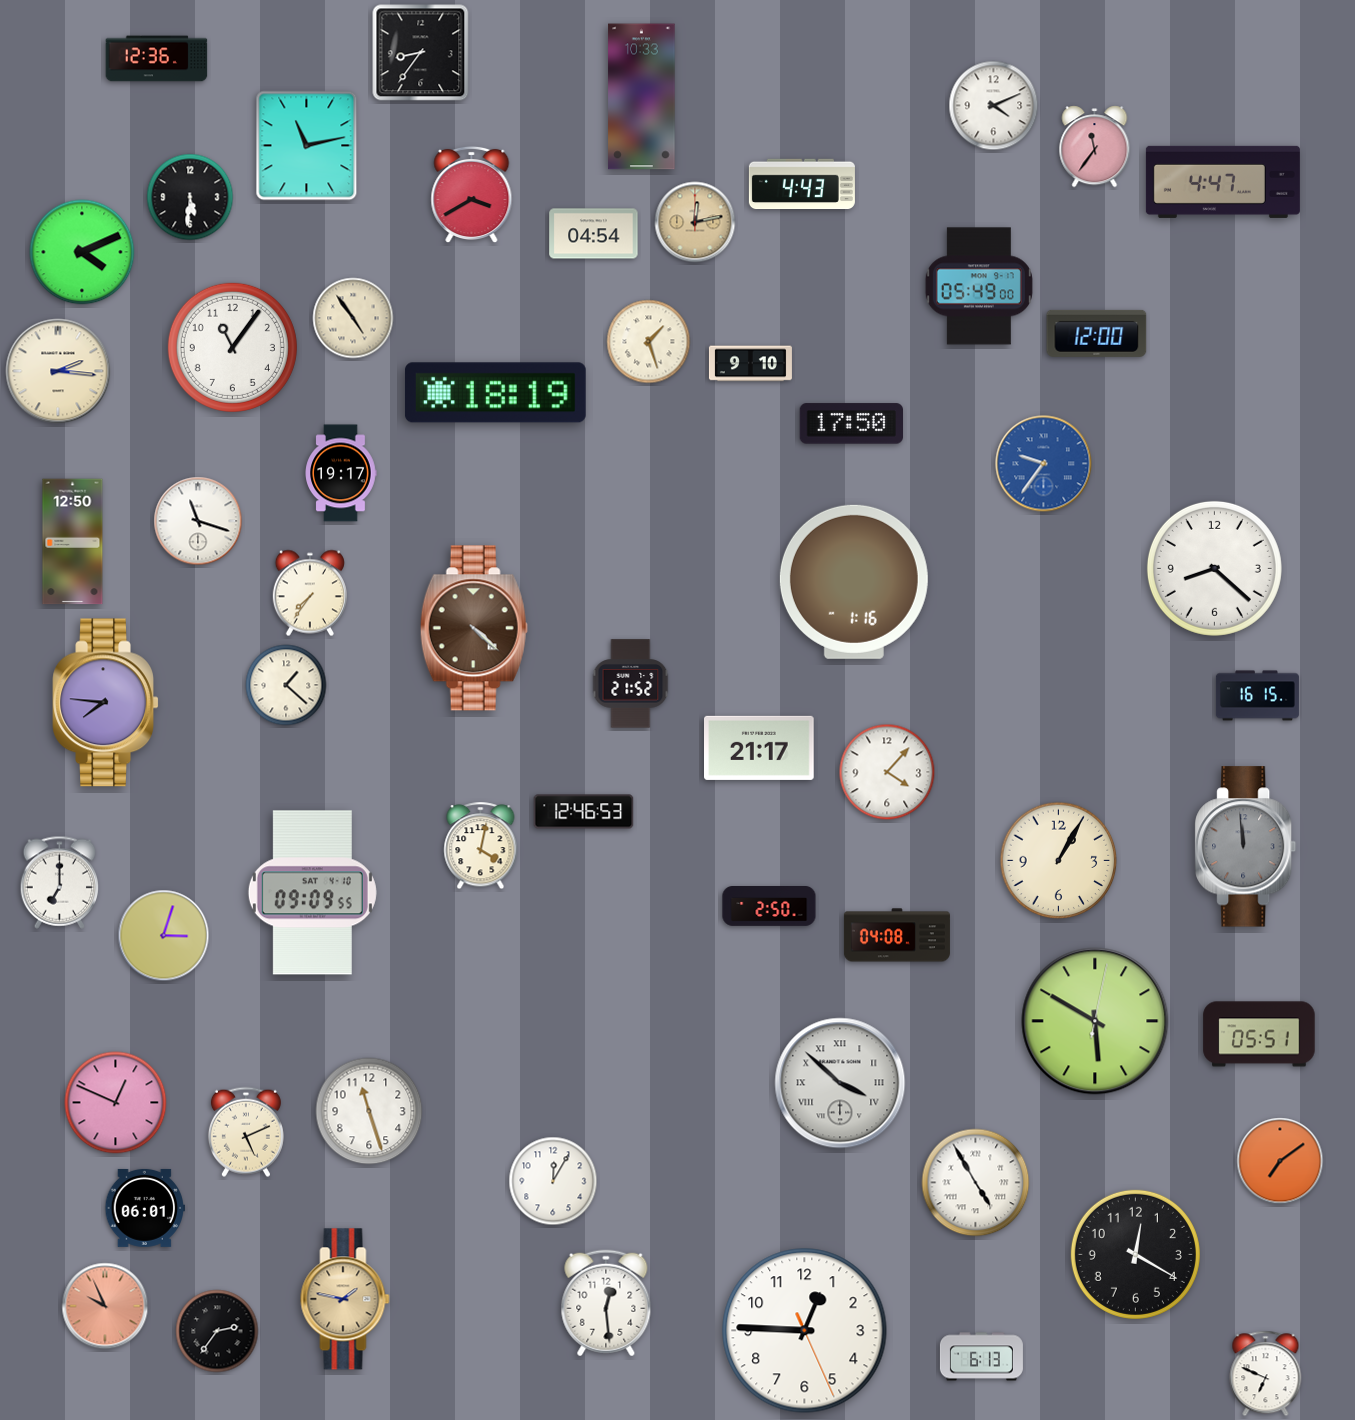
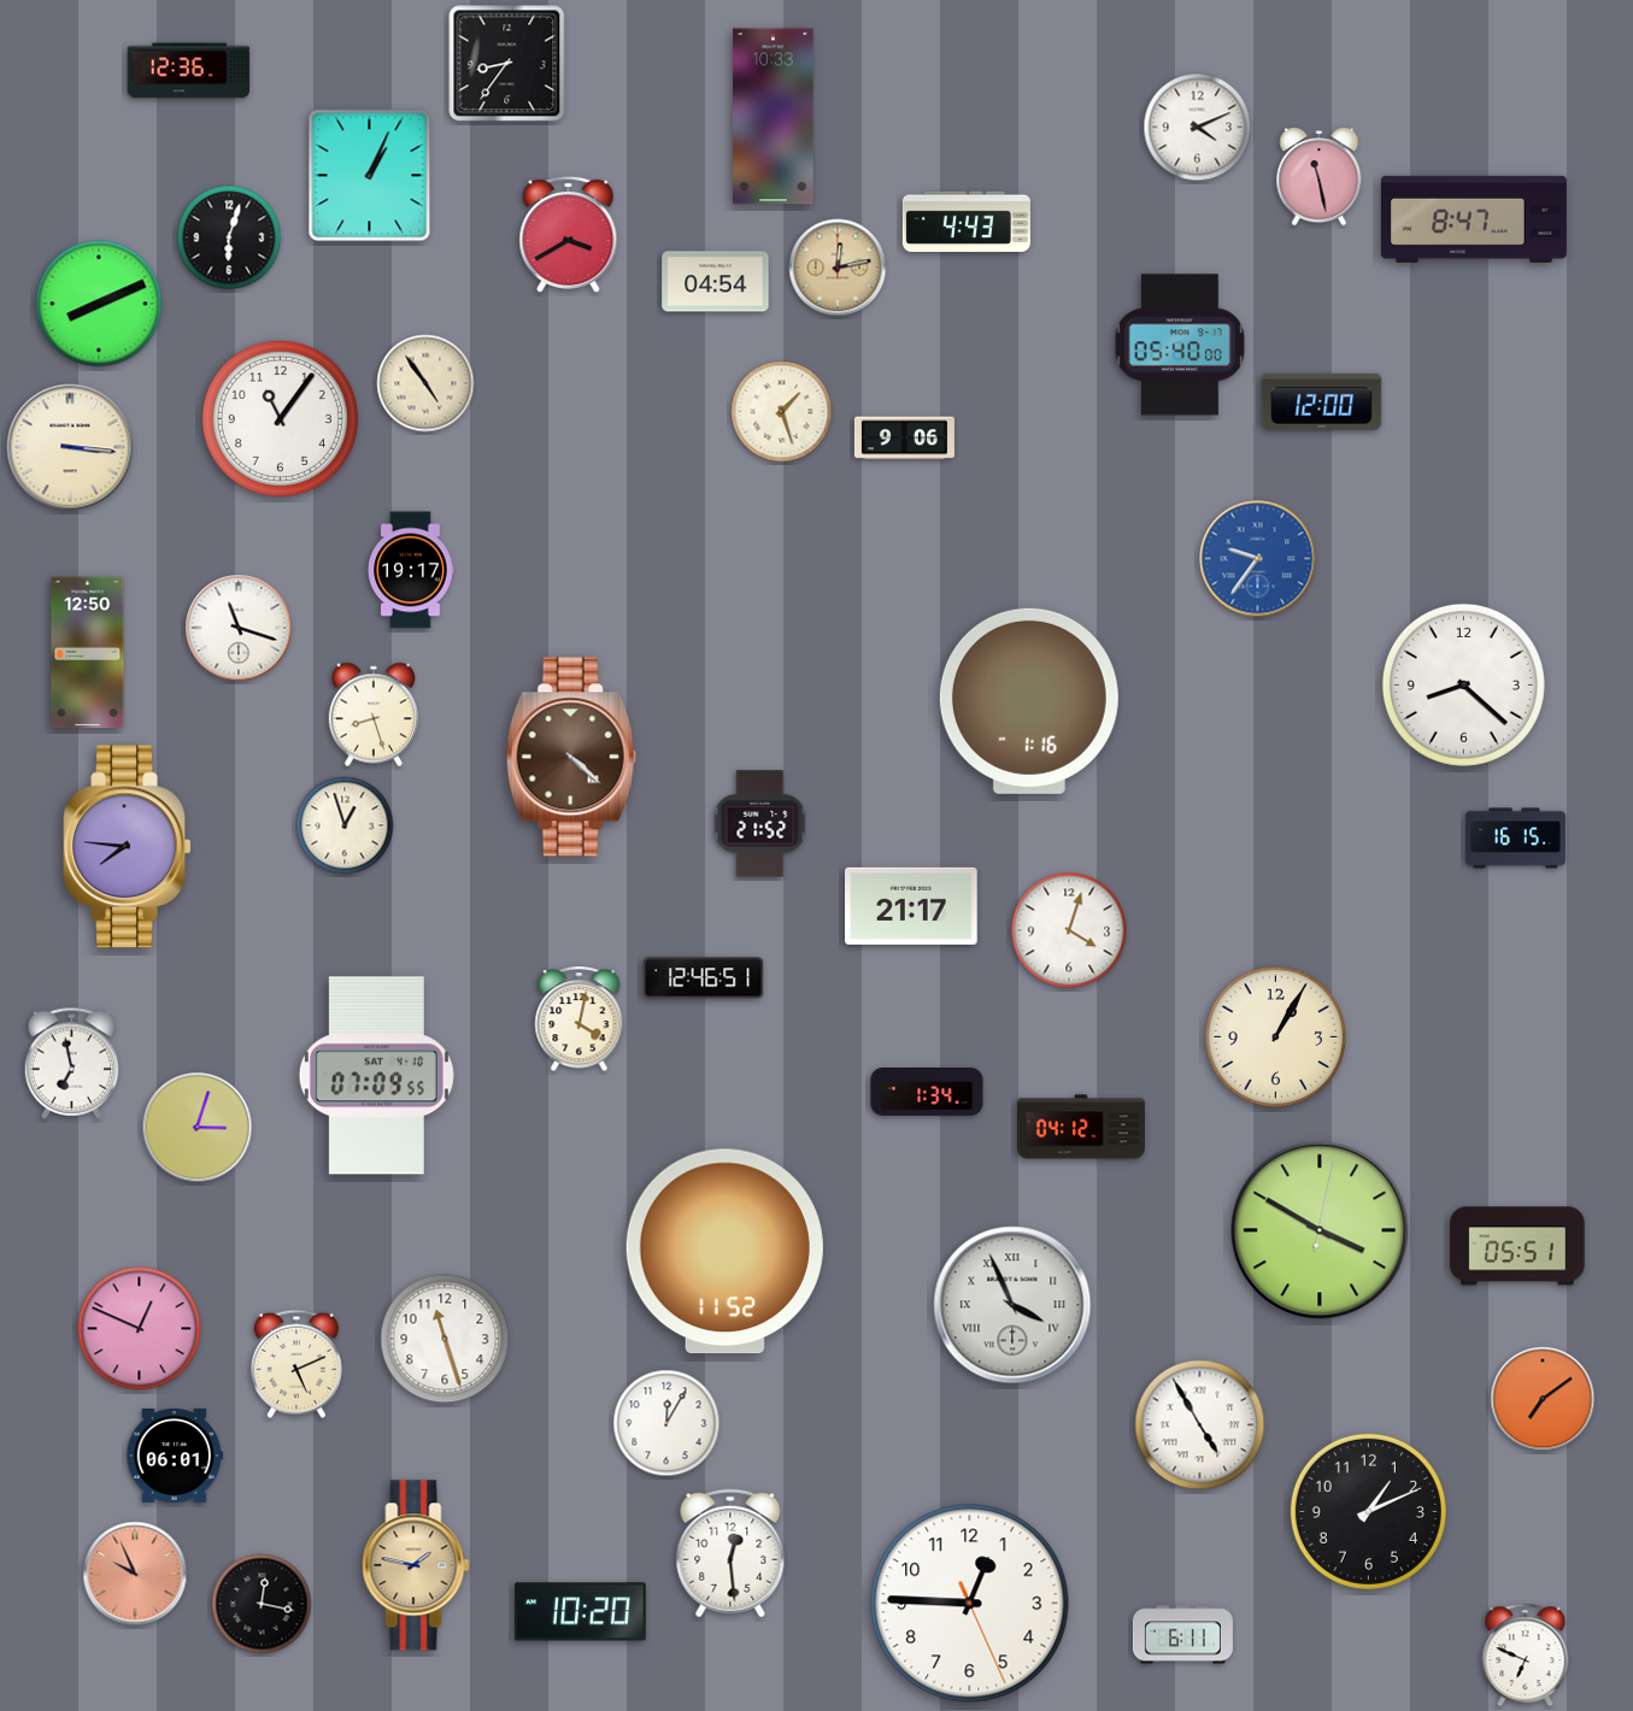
clock at (307, 146): 11:13 -> 1:04
clock at (1095, 147): 11:36 -> 11:28
clock at (1223, 182): 4:47 -> 8:47
clock at (190, 197): 5:31 -> 6:03
clock at (82, 252): 4:11 -> 8:11
clock at (979, 286): 05:49 -> 05:40
clock at (750, 364): 9:10 -> 9:06
clock at (58, 371): 2:16 -> 3:16
clock at (495, 393): 18:19 -> none
clock at (851, 424): 17:50 -> none
clock at (309, 593): 7:36 -> 8:27
clock at (286, 685): 1:22 -> 12:57
clock at (760, 748) position: (760, 748) -> (912, 906)
clock at (887, 772): 4:07 -> 4:03
clock at (584, 812): 12:46:53 -> 12:46:51
clock at (1246, 847): 11:59 -> none
clock at (60, 882): 7:00 -> 6:58
clock at (312, 893): 09:09 -> 07:09
clock at (769, 907): 2:50 -> 1:34
clock at (897, 935): 04:08 -> 04:12
clock at (1095, 1021): 5:50 -> 3:50
clock at (724, 1252): none -> 11:52
clock at (840, 1083): 3:52 -> 3:56
clock at (976, 1183) position: (976, 1183) -> (1200, 1425)
clock at (1135, 1254): 12:20 -> 1:11
clock at (606, 1303) position: (606, 1303) -> (730, 1553)
clock at (105, 1306) position: (105, 1306) -> (135, 1574)
clock at (217, 1331): 2:36 -> 12:17
clock at (581, 1612): none -> 10:20
clock at (981, 1357): 6:13 -> 6:11
